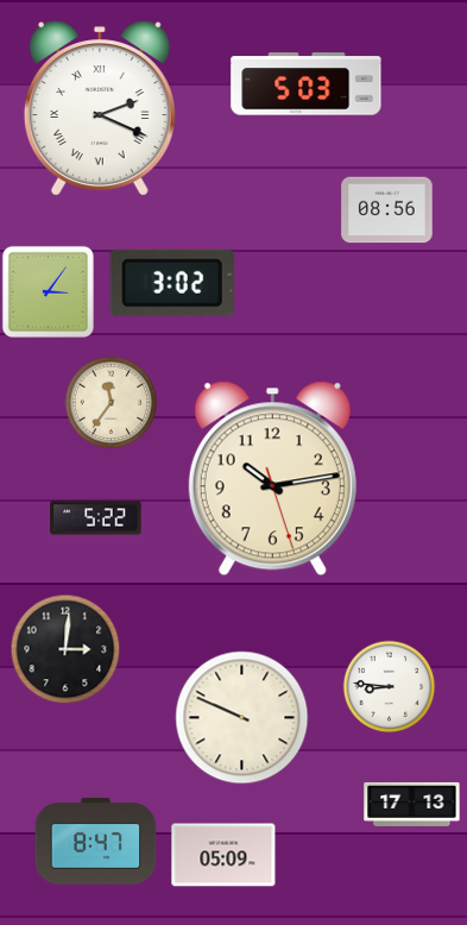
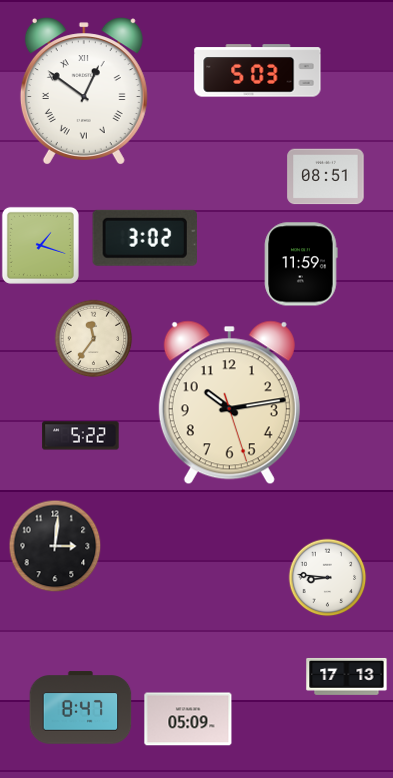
clock at (100, 108): 2:19 -> 12:51
clock at (387, 210): 08:56 -> 08:51
clock at (48, 291): 3:06 -> 1:18
clock at (301, 264): none -> 11:59
clock at (242, 718): 9:49 -> none
